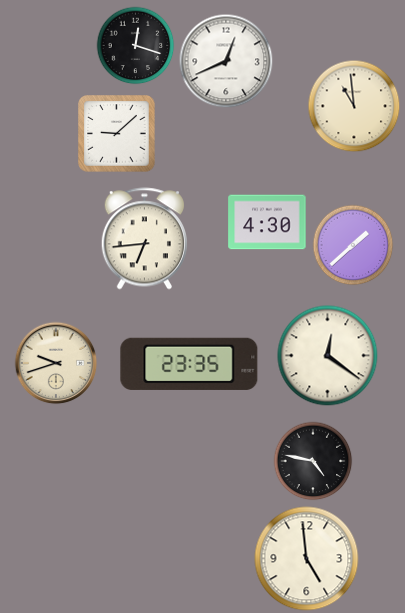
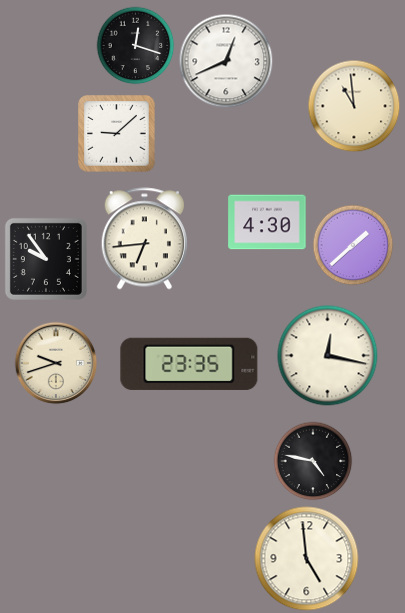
clock at (46, 259): none -> 9:54
clock at (328, 356): 12:21 -> 12:17
